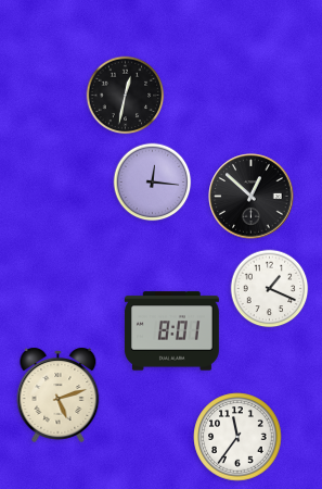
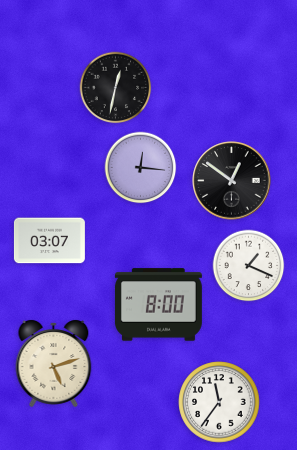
clock at (252, 197): 12:52 -> 12:51
clock at (49, 241): none -> 03:07
clock at (171, 331): 8:01 -> 8:00
